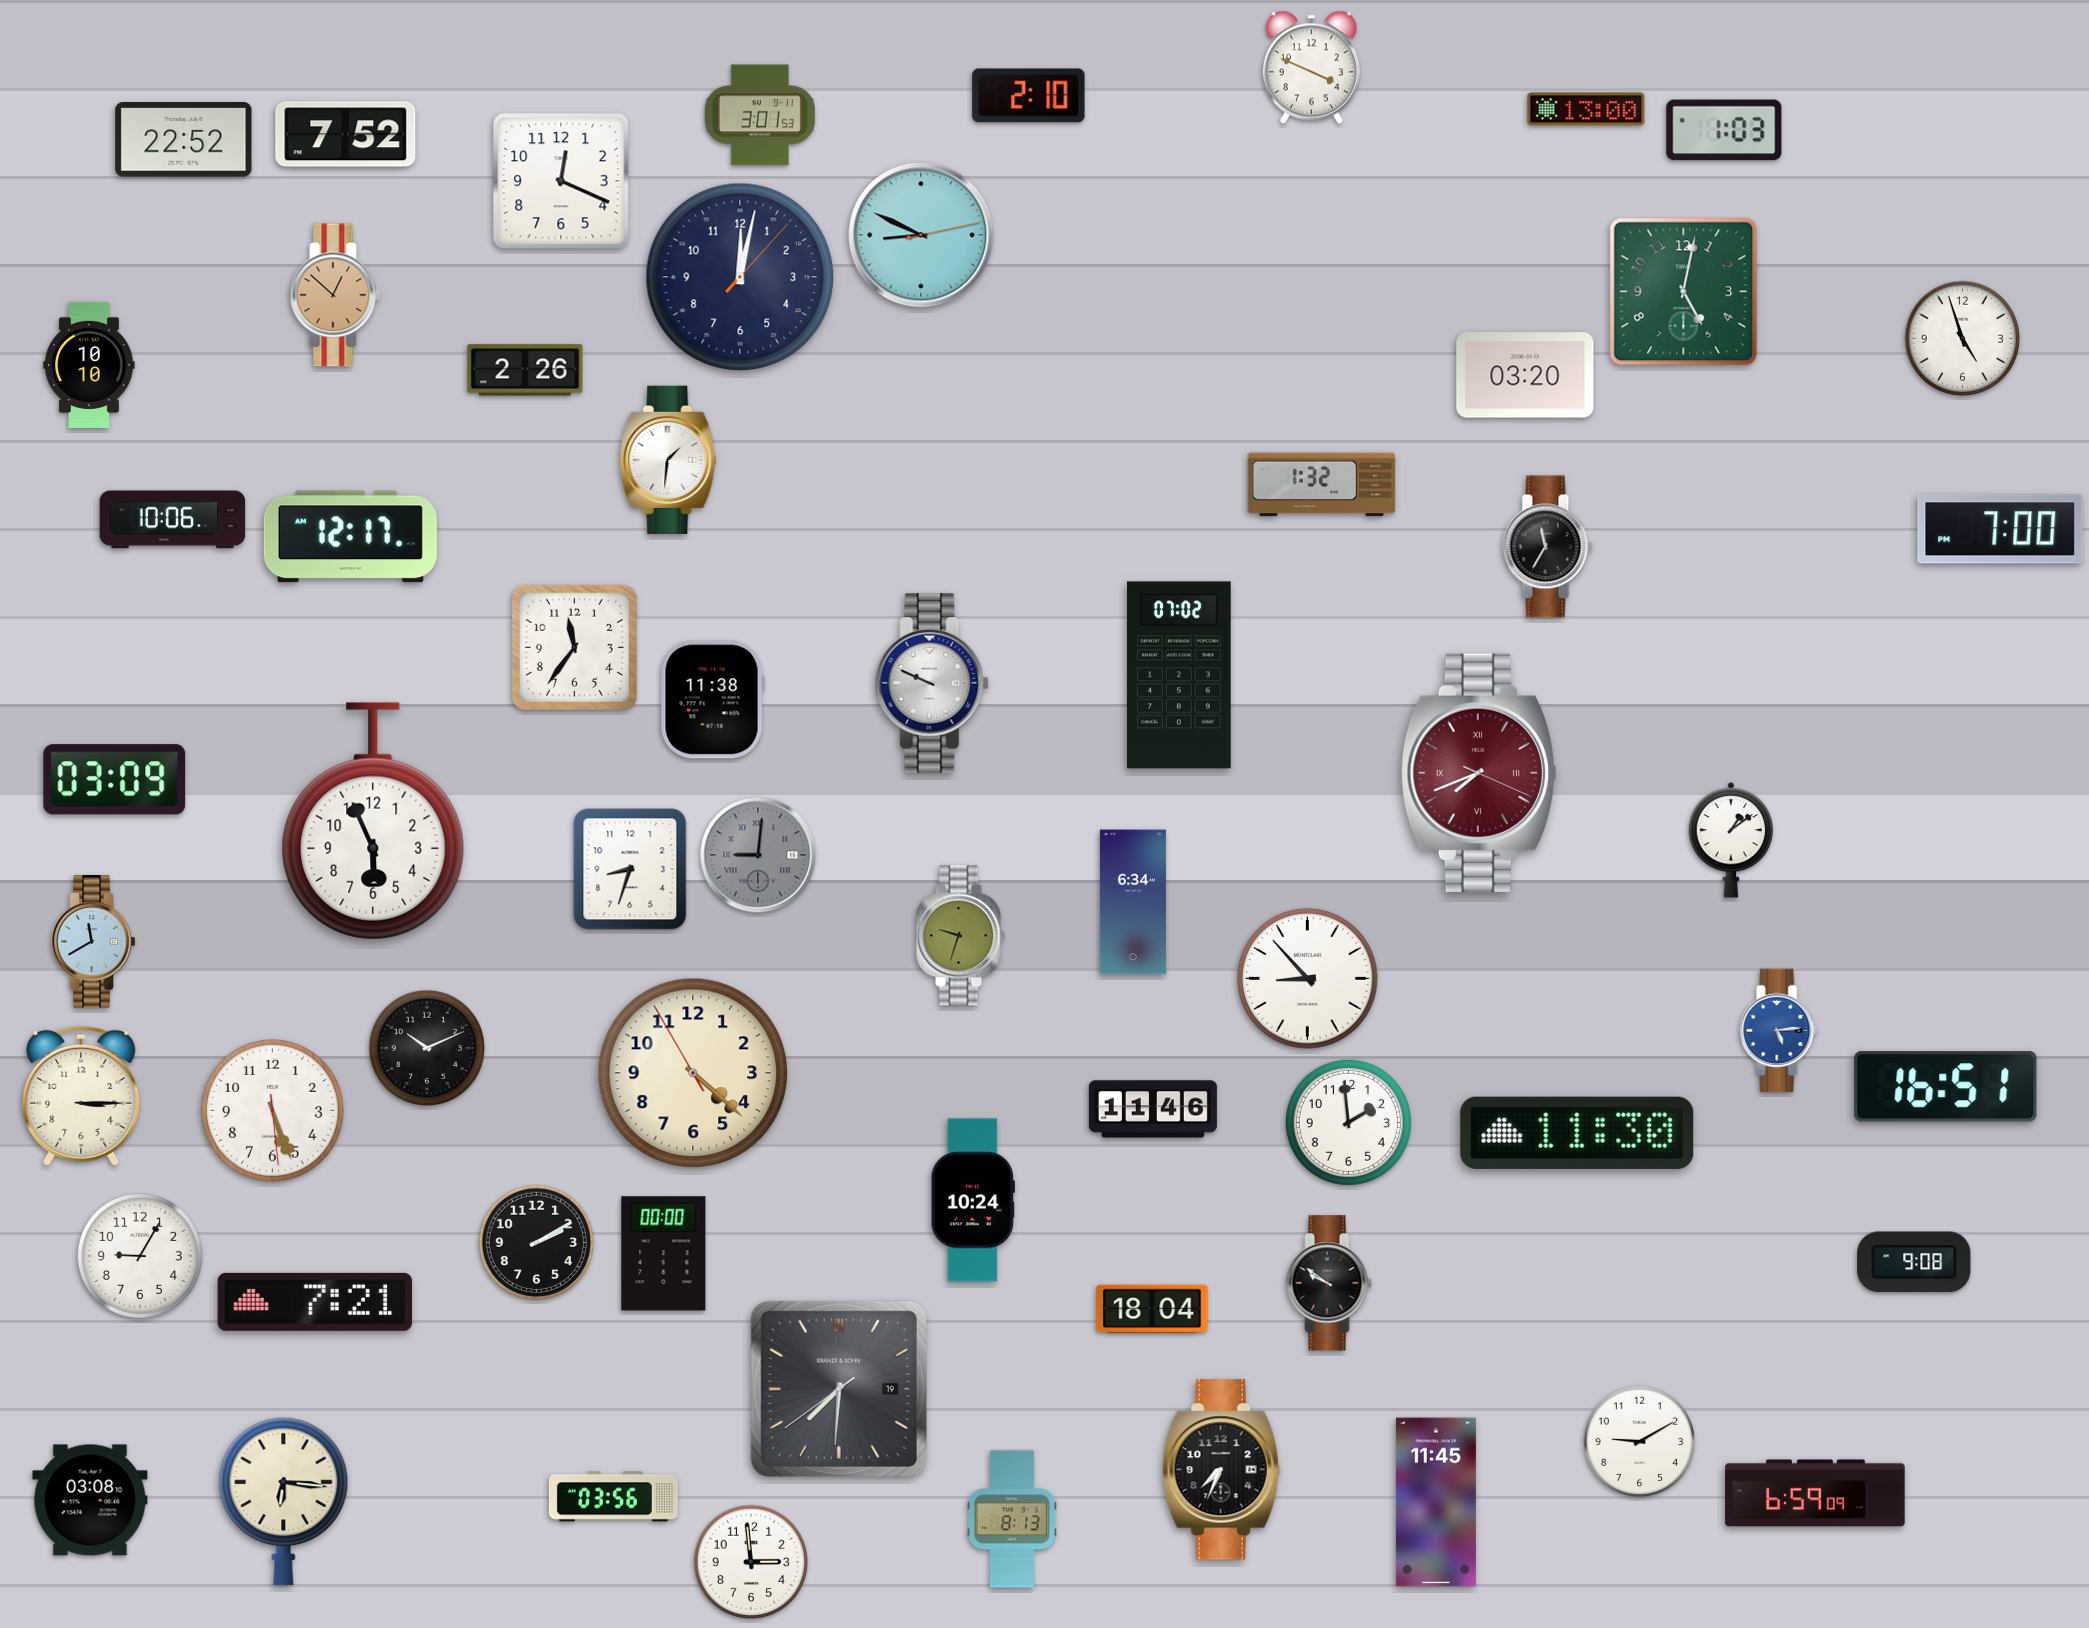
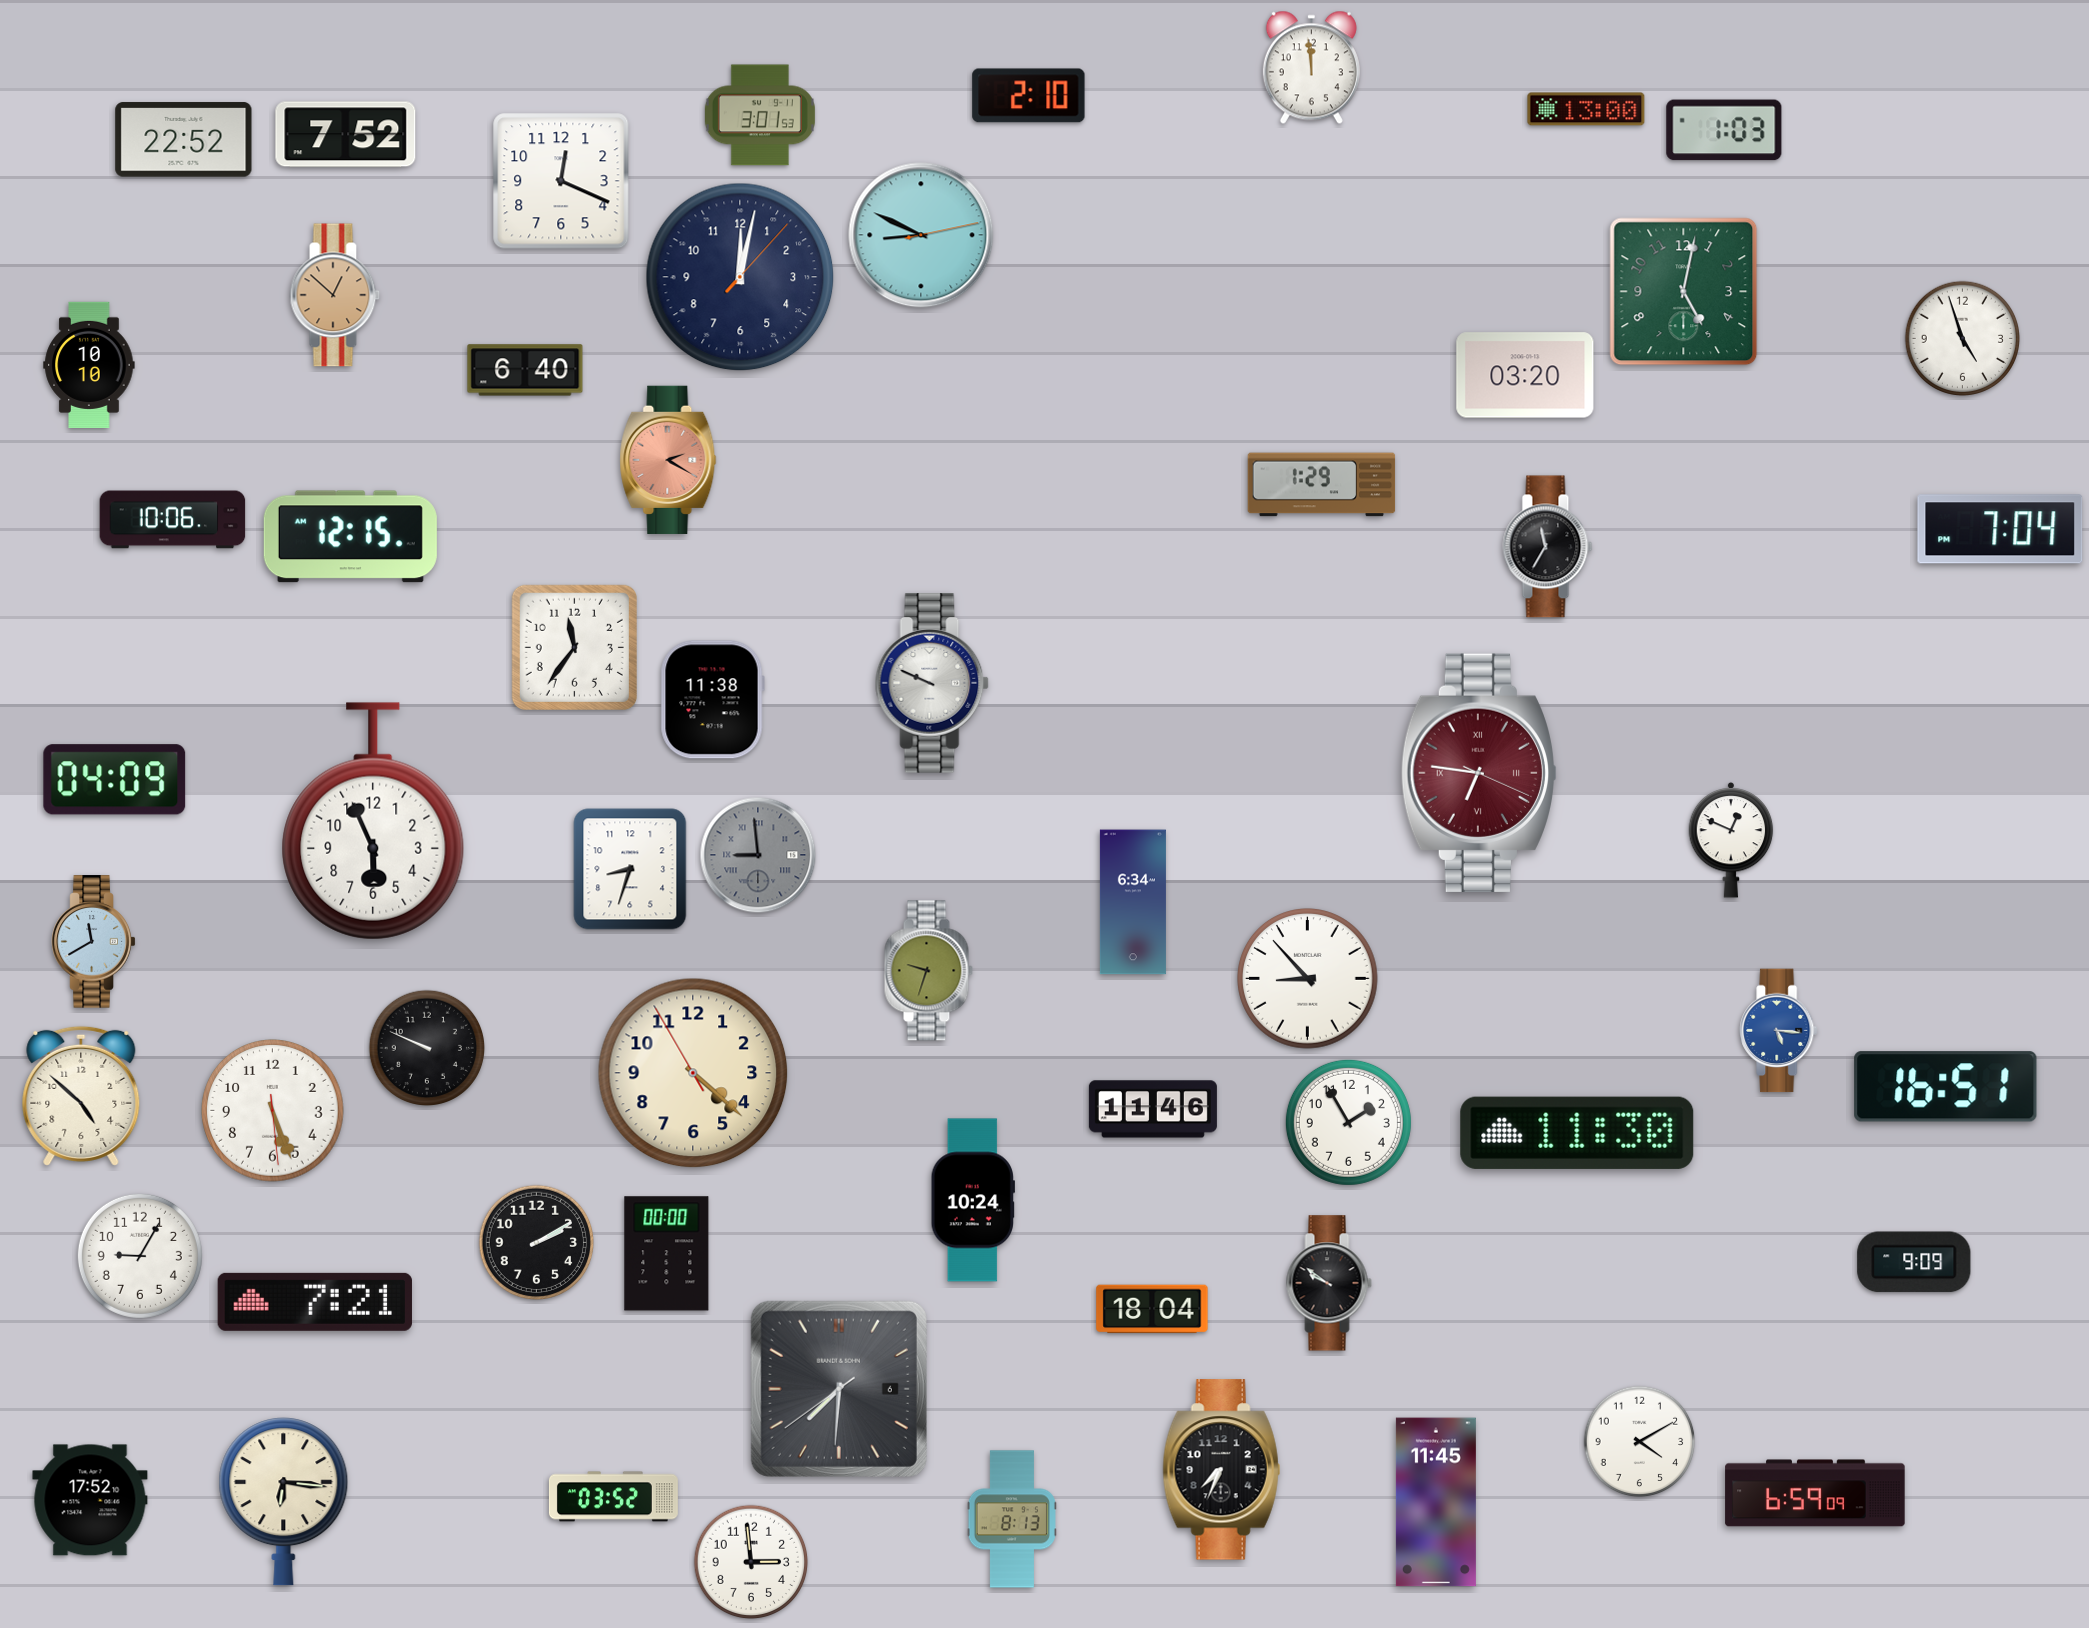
clock at (1311, 68): 3:49 -> 11:59
clock at (525, 370): 2:26 -> 6:40
clock at (668, 460): 1:31 -> 2:20
clock at (668, 460) dial: white -> salmon
clock at (1322, 485): 1:32 -> 1:29
clock at (2000, 529): 7:00 -> 7:04
clock at (350, 537): 12:17 -> 12:15
clock at (1180, 675): 07:02 -> none
clock at (1478, 772): 7:41 -> 6:46
clock at (115, 780): 03:09 -> 04:09
clock at (1731, 840): 1:09 -> 12:49
clock at (758, 855): 9:01 -> 8:59
clock at (960, 936) position: (960, 936) -> (928, 971)
clock at (1779, 1031): 5:14 -> 5:16
clock at (426, 1047): 10:11 -> 9:49
clock at (81, 1096): 3:15 -> 4:52
clock at (1348, 1122): 1:59 -> 1:55
clock at (664, 1254) position: (664, 1254) -> (667, 1254)
clock at (1914, 1262): 9:08 -> 9:09
clock at (839, 1389) date: 19 -> 6
clock at (1640, 1442): 9:10 -> 4:10
clock at (613, 1497): 03:56 -> 03:52
clock at (90, 1500): 03:08 -> 17:52
